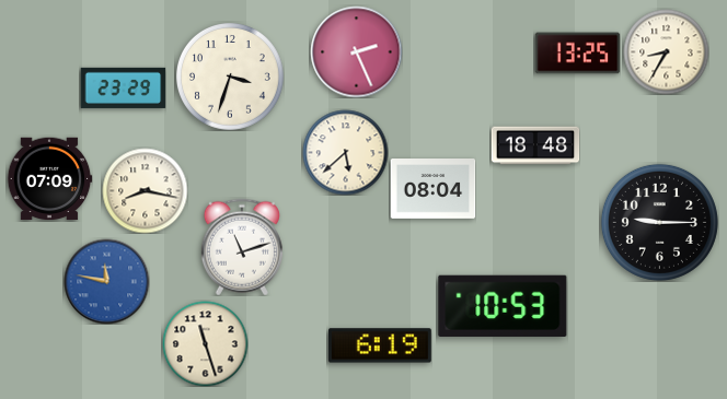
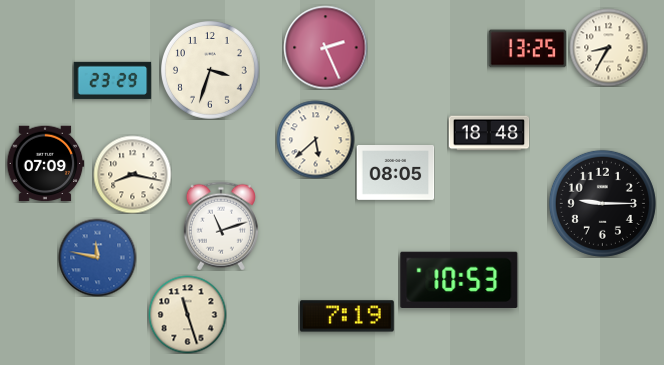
clock at (432, 189): 08:04 -> 08:05
clock at (380, 345): 6:19 -> 7:19
